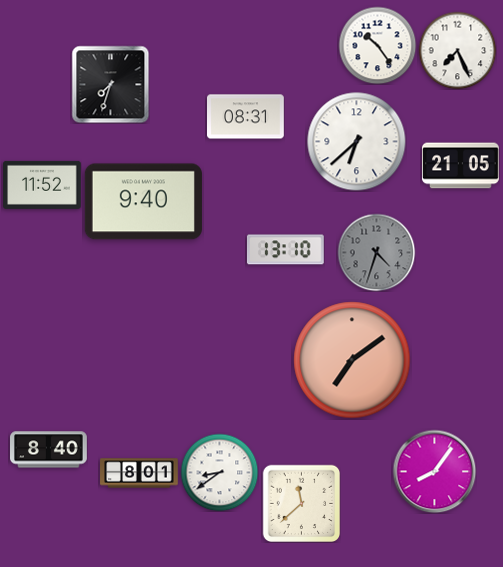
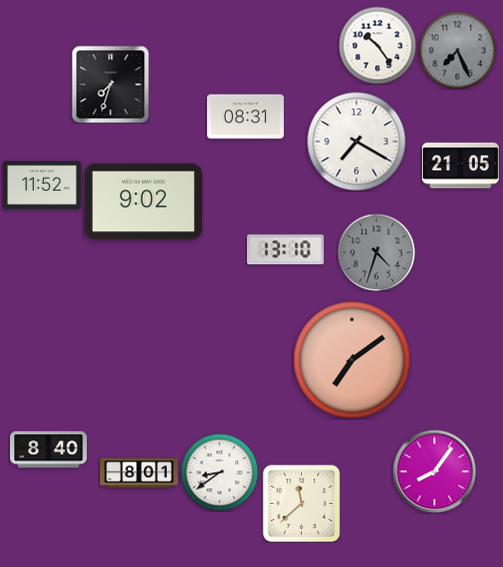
clock at (457, 50) dial: white -> grey
clock at (357, 142): 6:38 -> 7:20
clock at (143, 202): 9:40 -> 9:02
